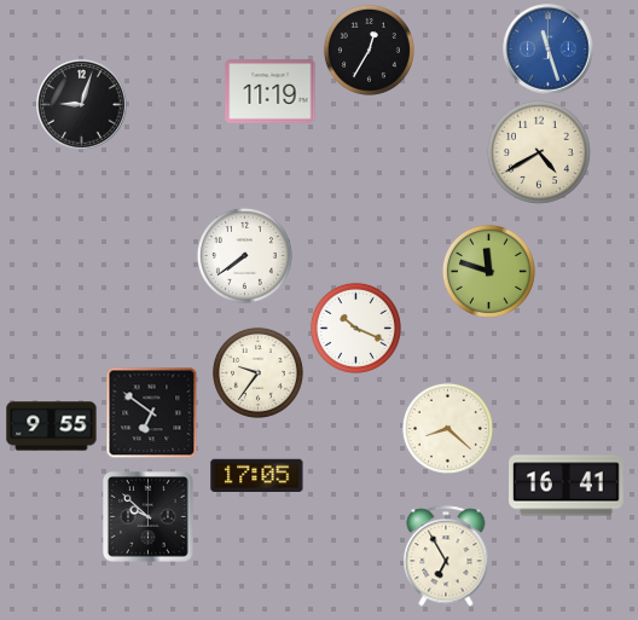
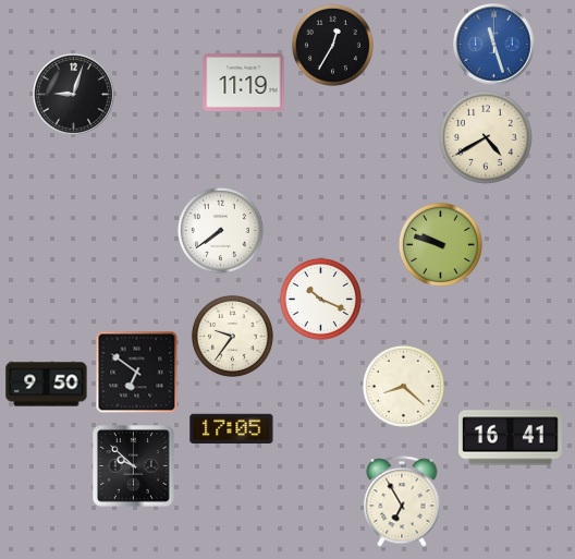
clock at (488, 271): 11:48 -> 9:48
clock at (355, 328) position: (355, 328) -> (320, 299)
clock at (52, 427): 9:55 -> 9:50
